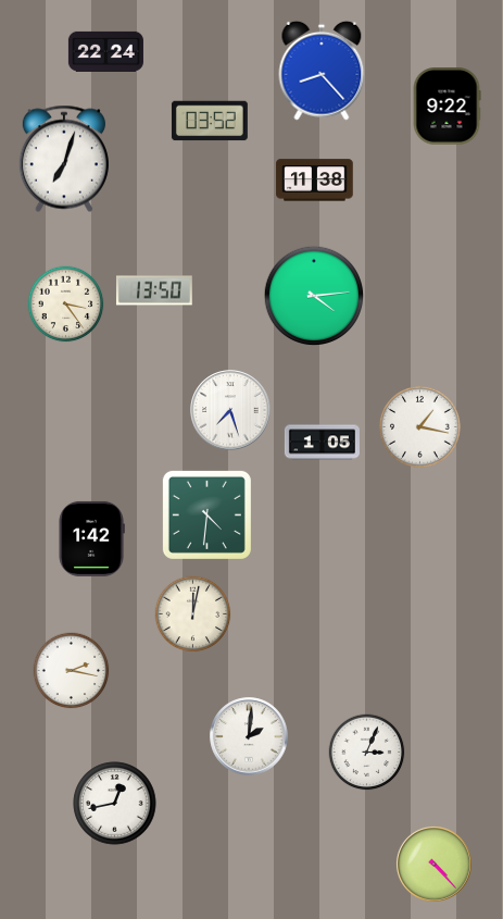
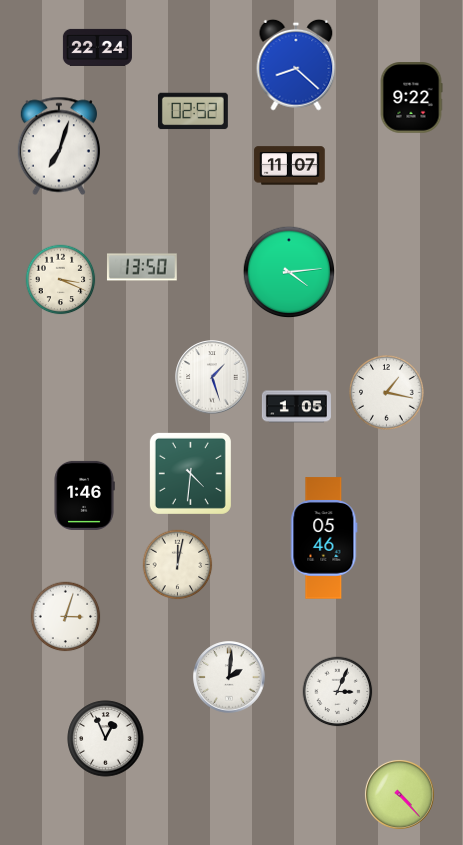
clock at (322, 71): 8:23 -> 8:22
clock at (210, 121): 03:52 -> 02:52
clock at (315, 181): 11:38 -> 11:07
clock at (66, 305): 3:24 -> 3:19
clock at (230, 410): 7:27 -> 1:27
clock at (91, 538): 1:42 -> 1:46
clock at (324, 538): none -> 05:46
clock at (72, 671): 2:17 -> 3:03
clock at (115, 804): 12:43 -> 12:56
